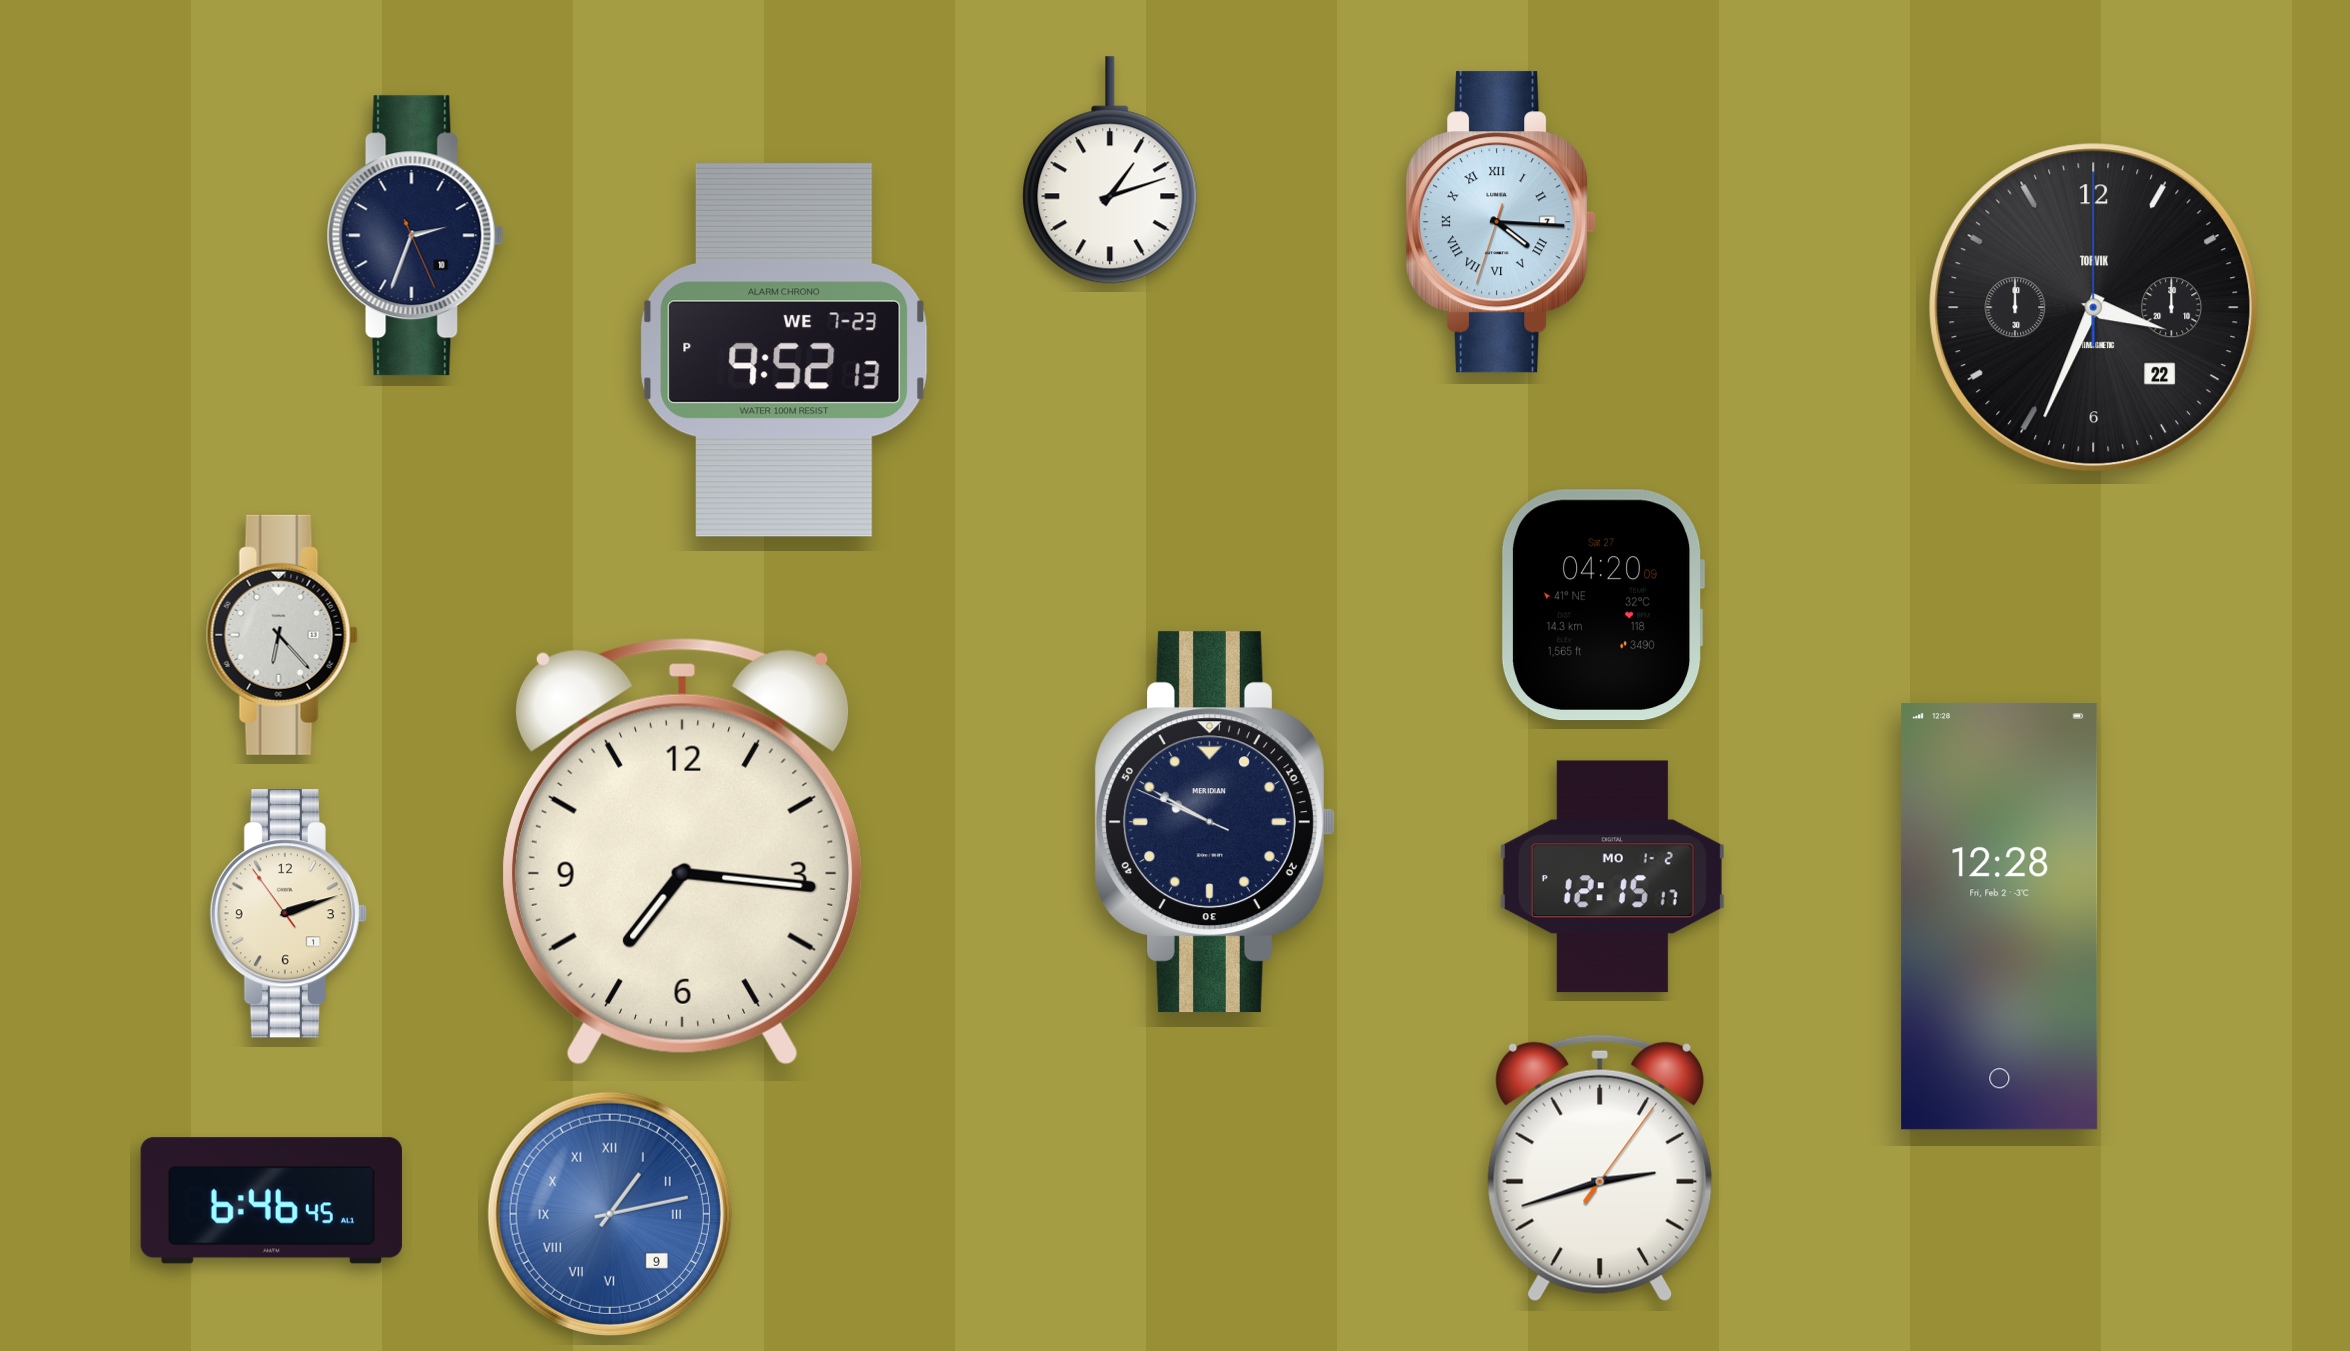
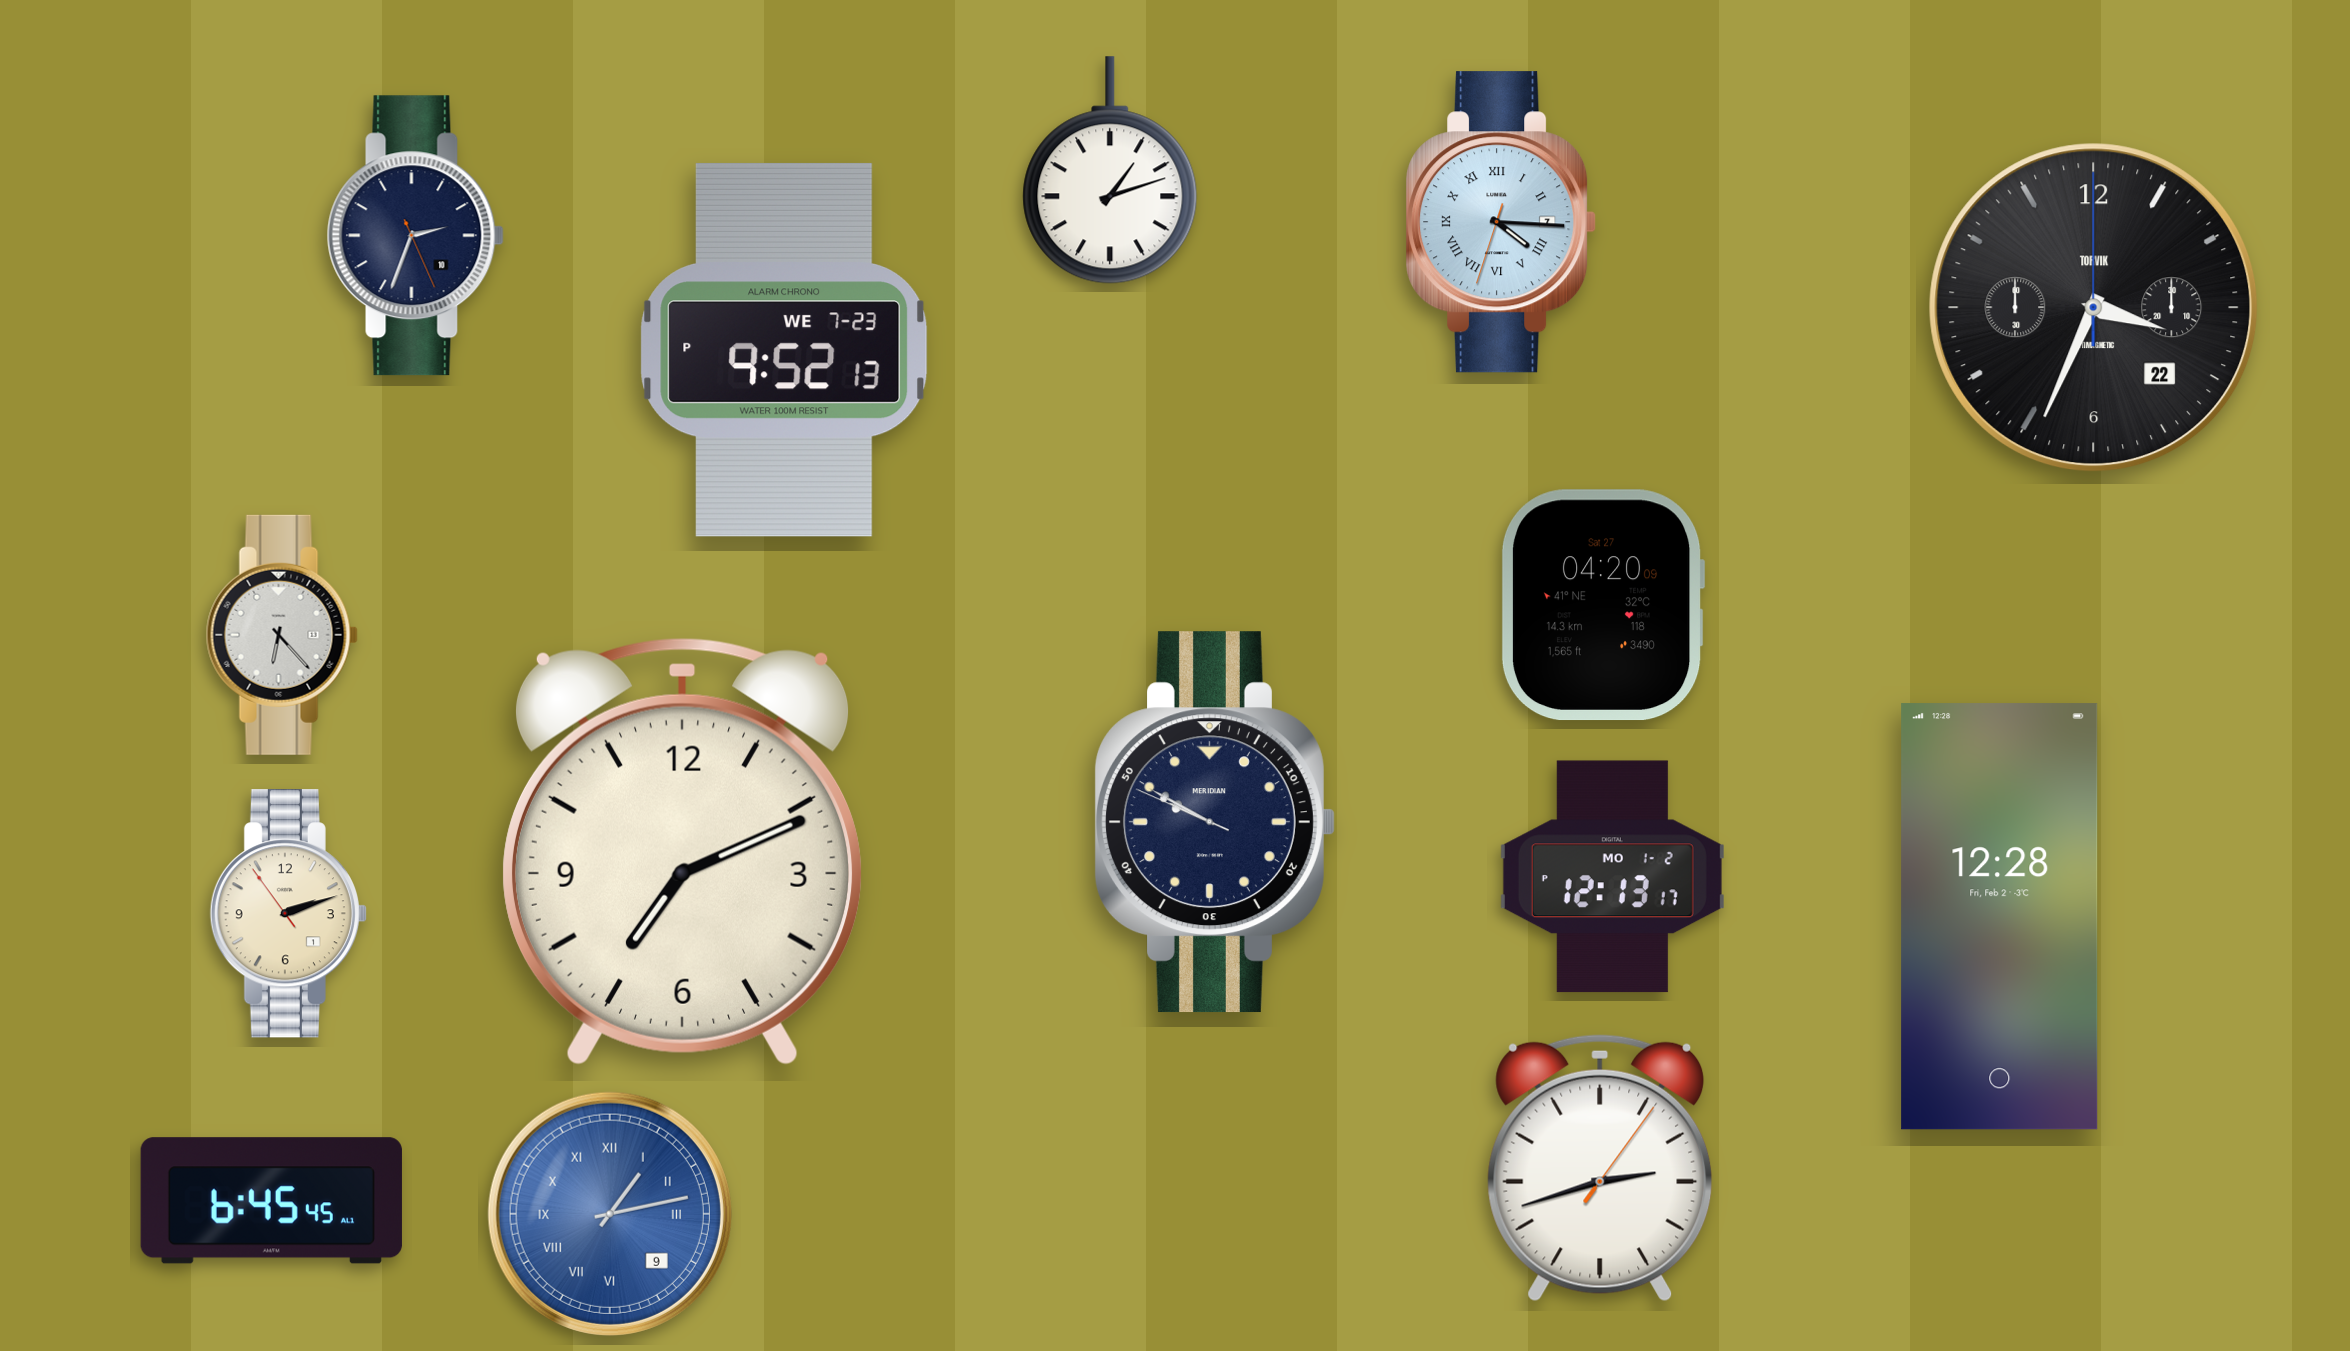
clock at (682, 852): 7:16 -> 7:11
clock at (1612, 877): 12:15 -> 12:13
clock at (271, 1201): 6:46 -> 6:45
